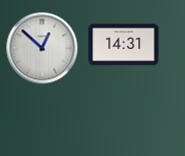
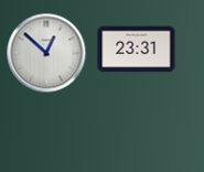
clock at (124, 45): 14:31 -> 23:31
